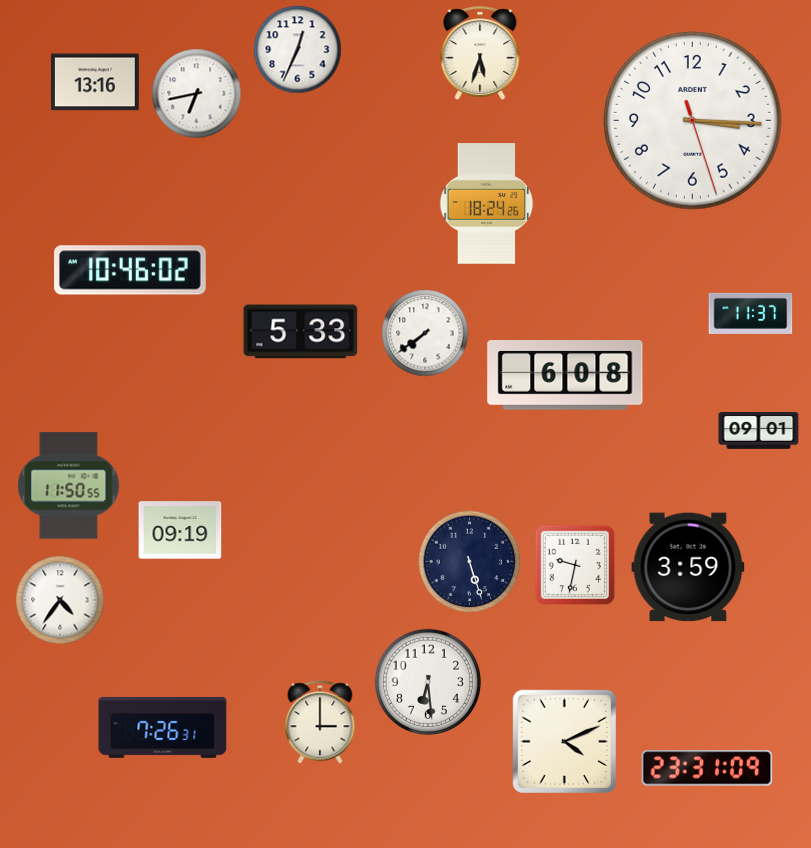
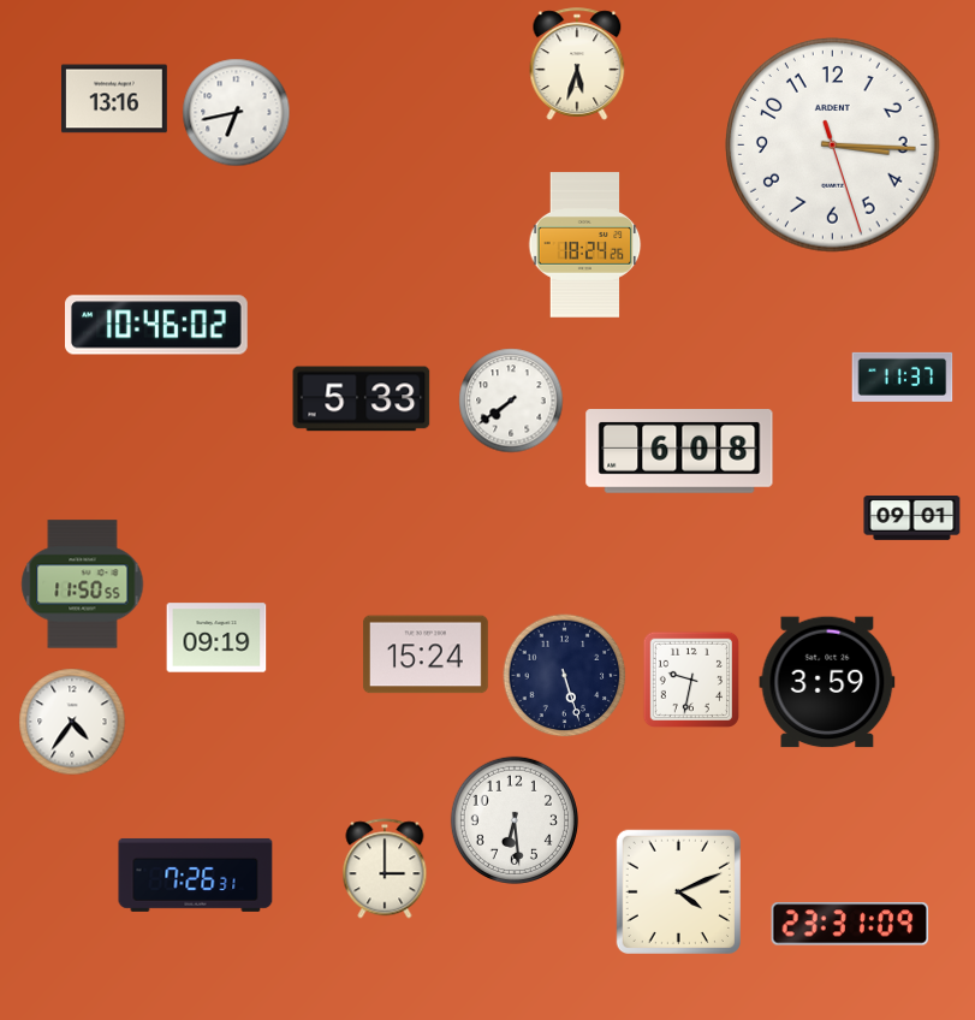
clock at (298, 50): 12:34 -> none
clock at (426, 654): none -> 15:24
